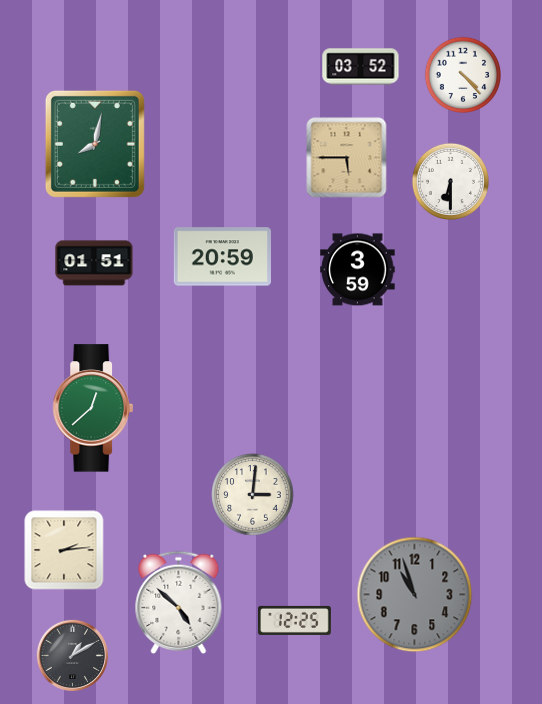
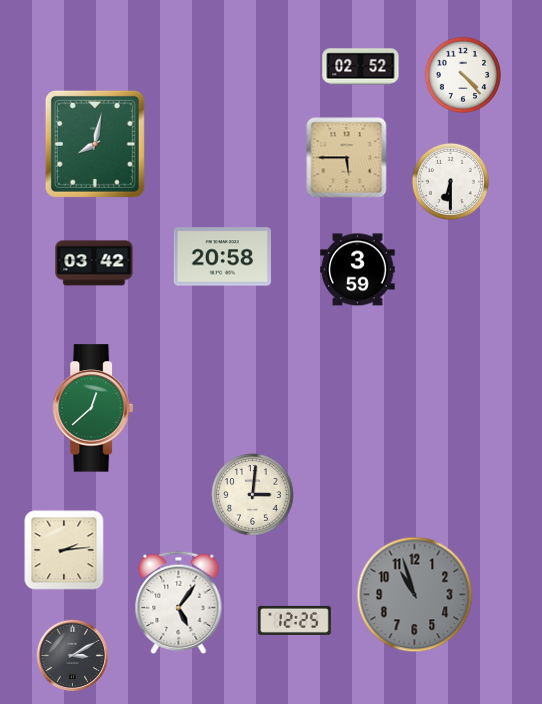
clock at (361, 67): 03:52 -> 02:52
clock at (222, 257): 20:59 -> 20:58
clock at (94, 263): 01:51 -> 03:42
clock at (179, 602): 4:52 -> 5:06
clock at (72, 655): 1:10 -> 3:10
